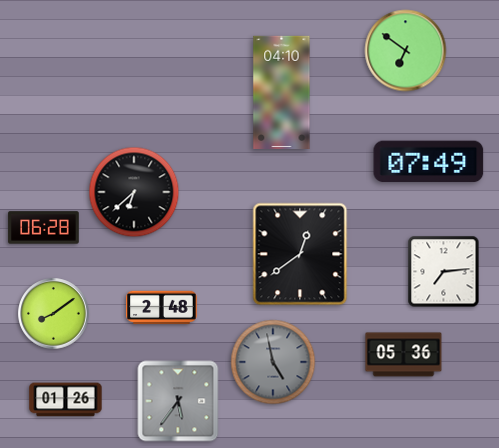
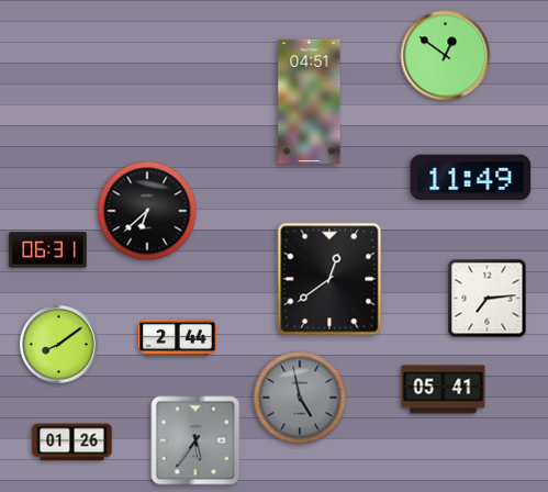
clock at (406, 51): 6:51 -> 12:51
clock at (282, 92): 04:10 -> 04:51
clock at (429, 162): 07:49 -> 11:49
clock at (44, 228): 06:28 -> 06:31
clock at (162, 308): 2:48 -> 2:44
clock at (404, 355): 05:36 -> 05:41
clock at (66, 400) position: (66, 400) -> (72, 443)
